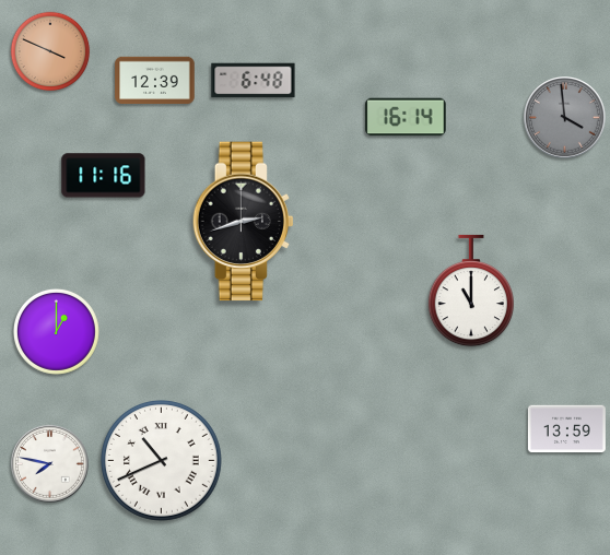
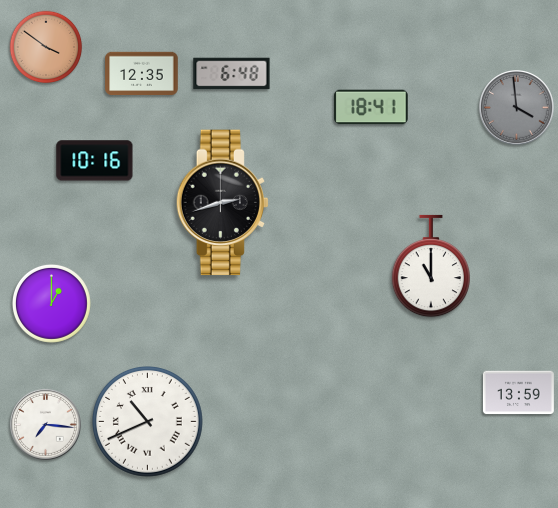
clock at (50, 51): 3:49 -> 3:51
clock at (155, 81): 12:39 -> 12:35
clock at (406, 117): 16:14 -> 18:41
clock at (104, 176): 11:16 -> 10:16
clock at (49, 463): 7:47 -> 7:16
